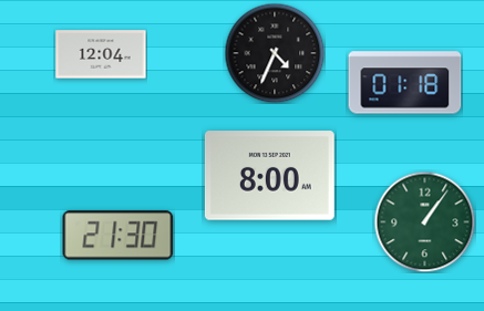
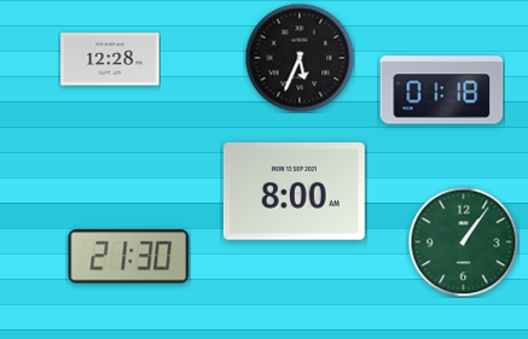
clock at (275, 53): 4:34 -> 5:34
clock at (101, 54): 12:04 -> 12:28
